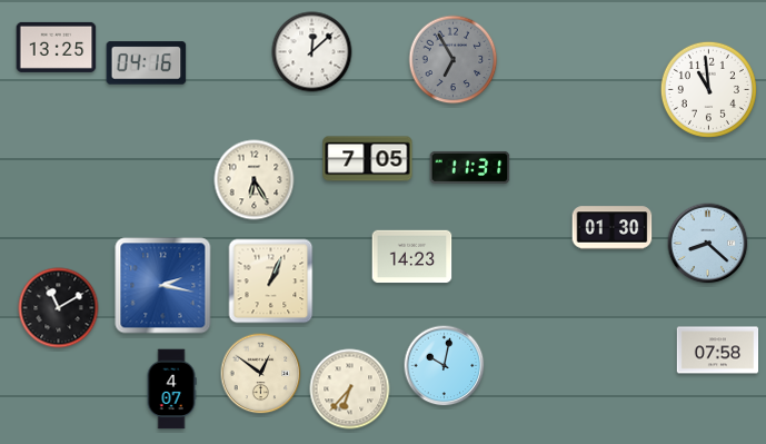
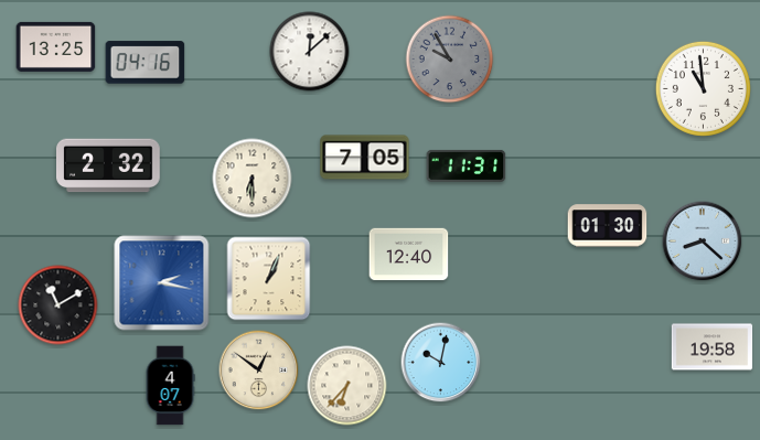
clock at (454, 60): 6:55 -> 9:55
clock at (108, 165): none -> 2:32
clock at (255, 180): 6:25 -> 6:30
clock at (412, 257): 14:23 -> 12:40
clock at (718, 351): 07:58 -> 19:58
